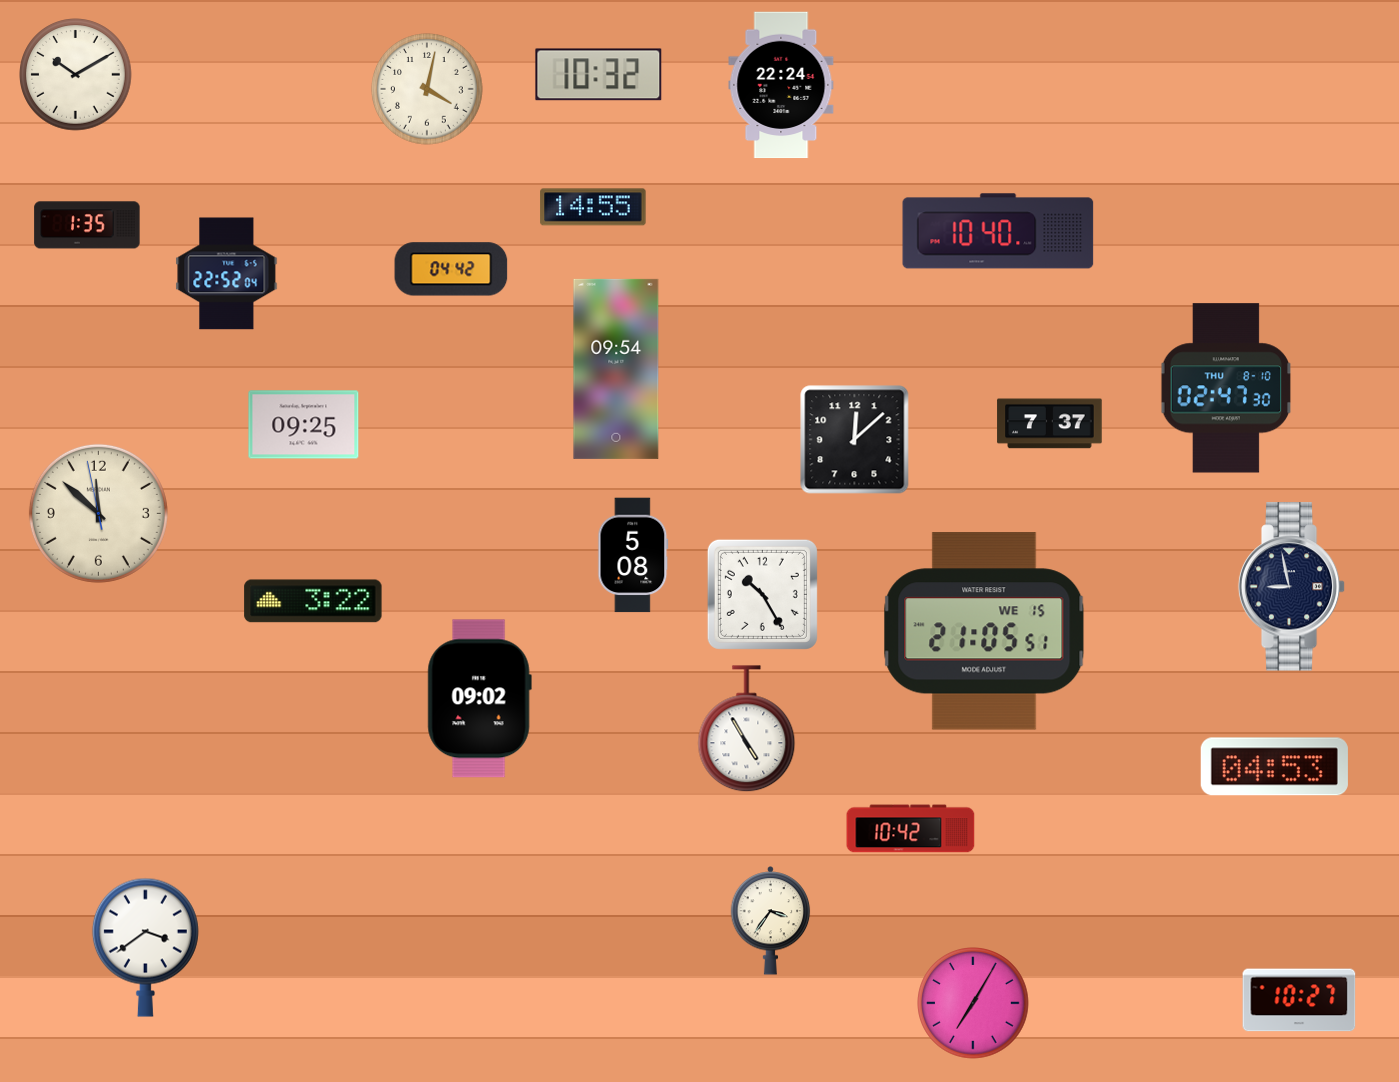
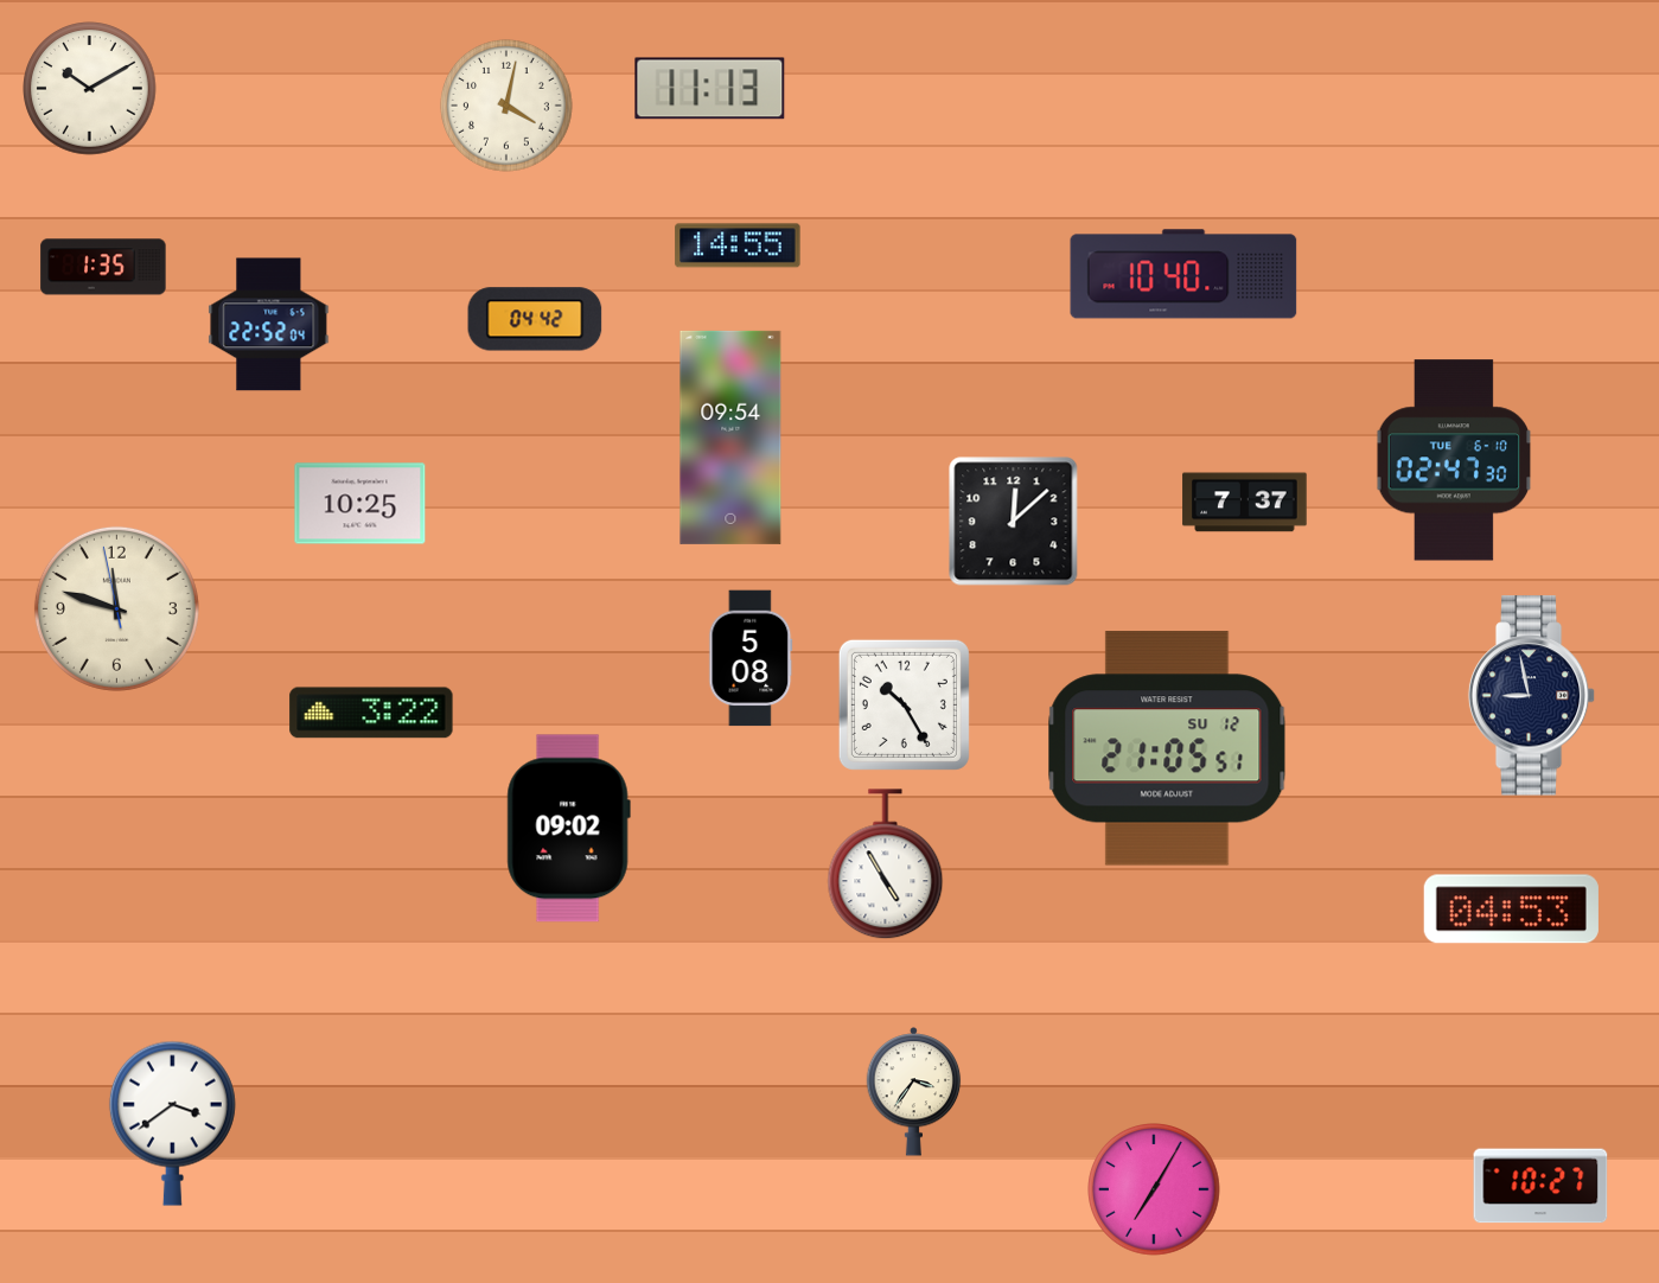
clock at (599, 75): 10:32 -> 11:13
clock at (781, 85): 22:24 -> none
clock at (593, 207) position: (593, 207) -> (738, 245)
clock at (1225, 388) date: THU 8-10 -> TUE 6-10
clock at (304, 425): 09:25 -> 10:25
clock at (98, 513): 11:51 -> 11:47
clock at (984, 631) date: WE 15 -> SU 12
clock at (911, 829): 10:42 -> none
